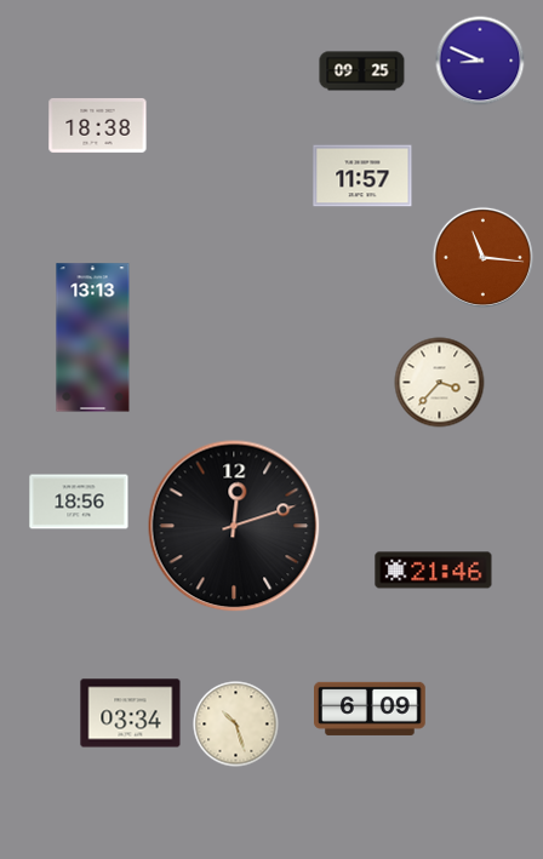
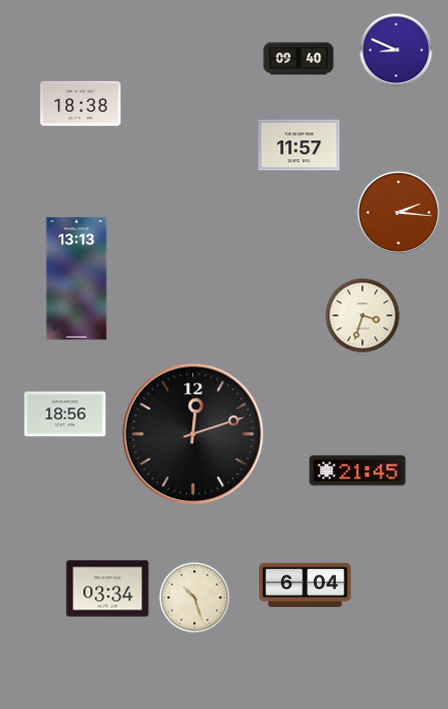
clock at (362, 71): 09:25 -> 09:40
clock at (482, 257): 11:16 -> 2:16
clock at (440, 383): 3:37 -> 3:33
clock at (434, 571): 21:46 -> 21:45
clock at (371, 709): 6:09 -> 6:04
